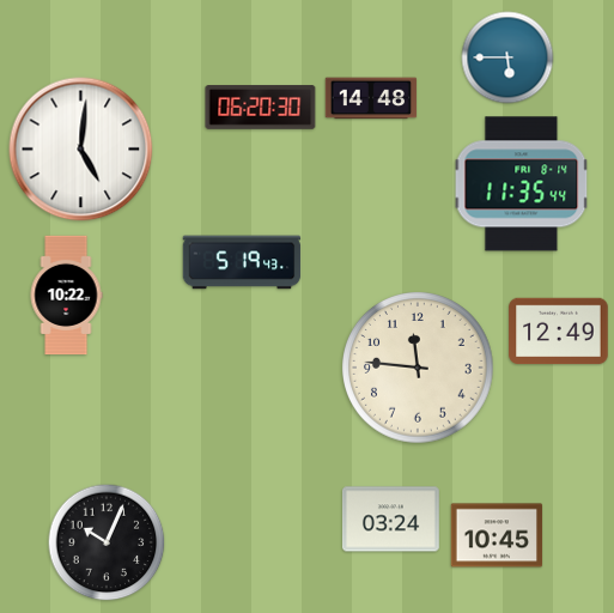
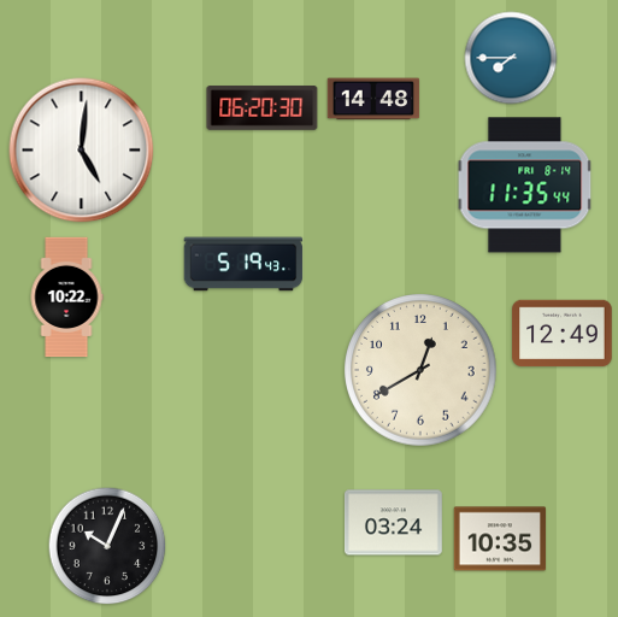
clock at (507, 57): 5:45 -> 7:45
clock at (419, 369): 11:46 -> 12:40
clock at (497, 535): 10:45 -> 10:35
